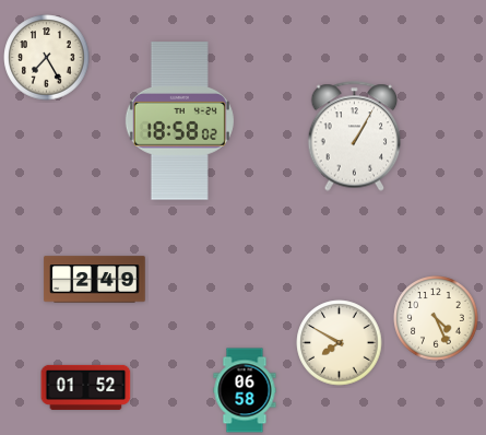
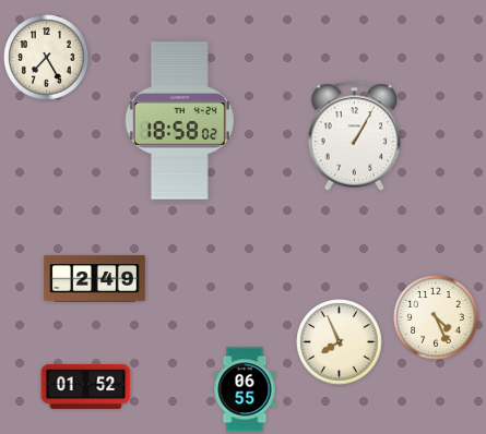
clock at (340, 343): 7:50 -> 7:56
clock at (245, 390): 06:58 -> 06:55
